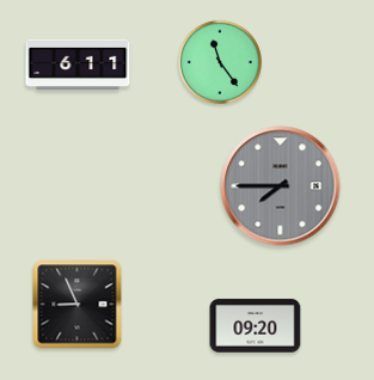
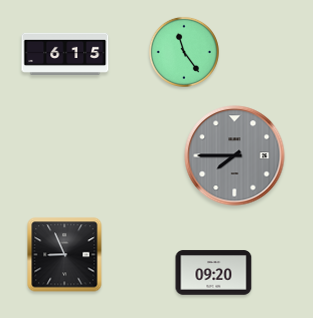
clock at (78, 63): 6:11 -> 6:15
